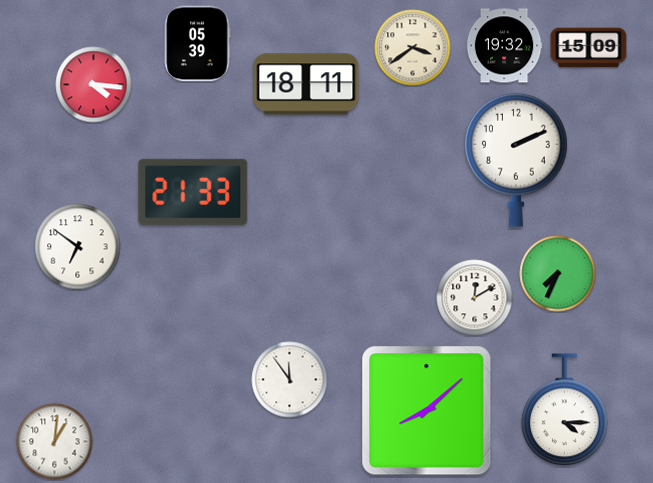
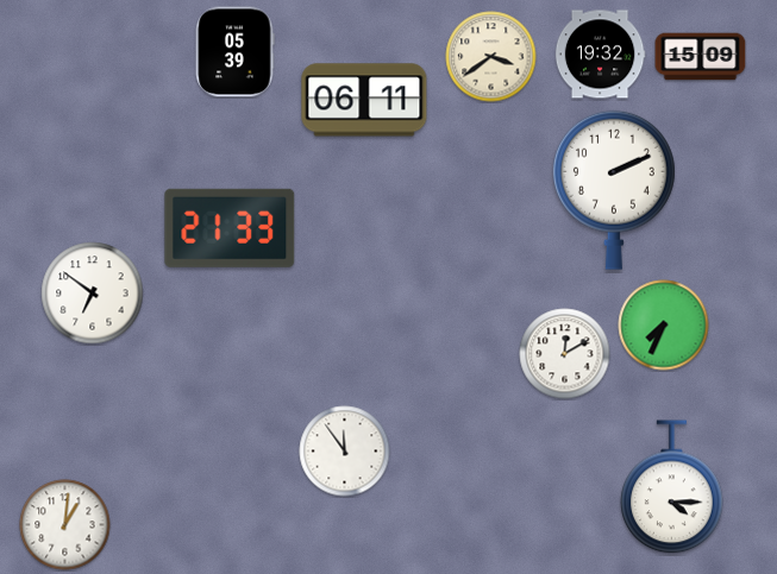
clock at (306, 84): 18:11 -> 06:11
clock at (94, 85): 4:16 -> none
clock at (427, 411): 8:08 -> none
